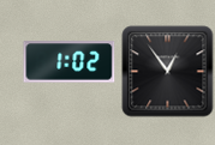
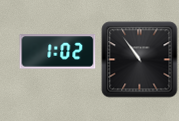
clock at (168, 72): 12:54 -> 10:54
